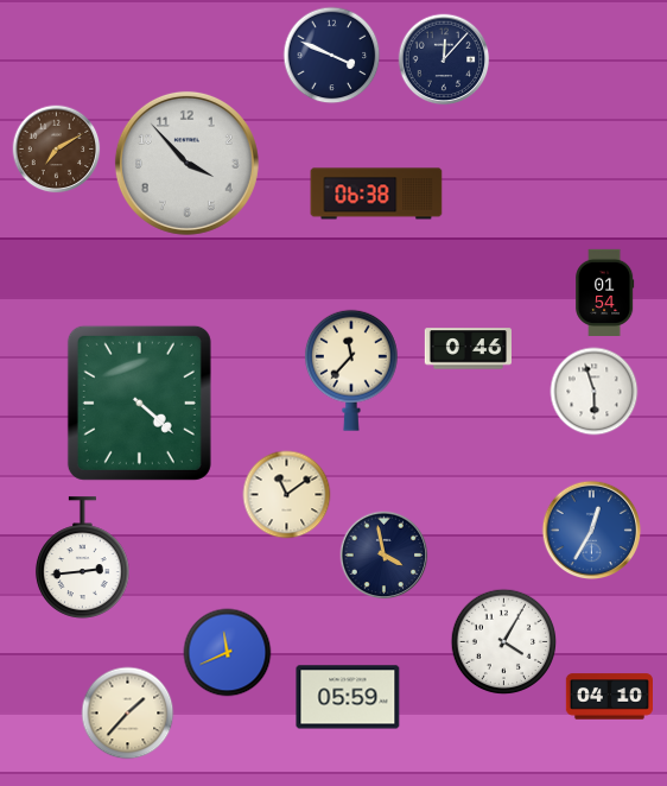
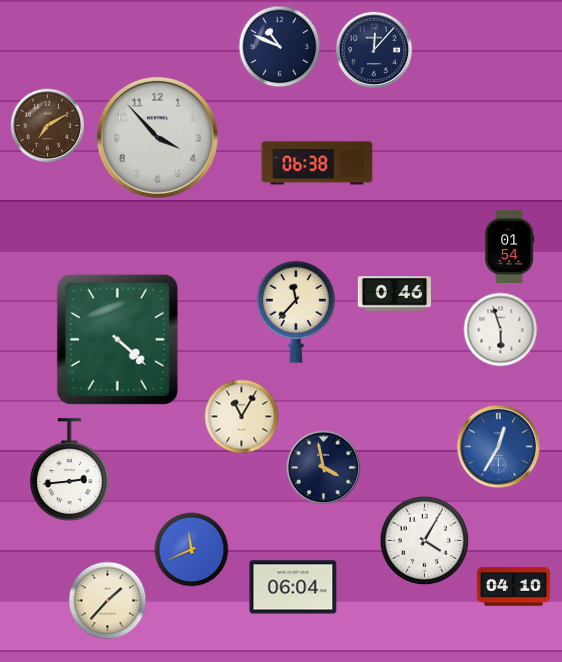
clock at (332, 56): 3:49 -> 10:49
clock at (287, 495): 11:09 -> 11:05
clock at (348, 697): 05:59 -> 06:04
